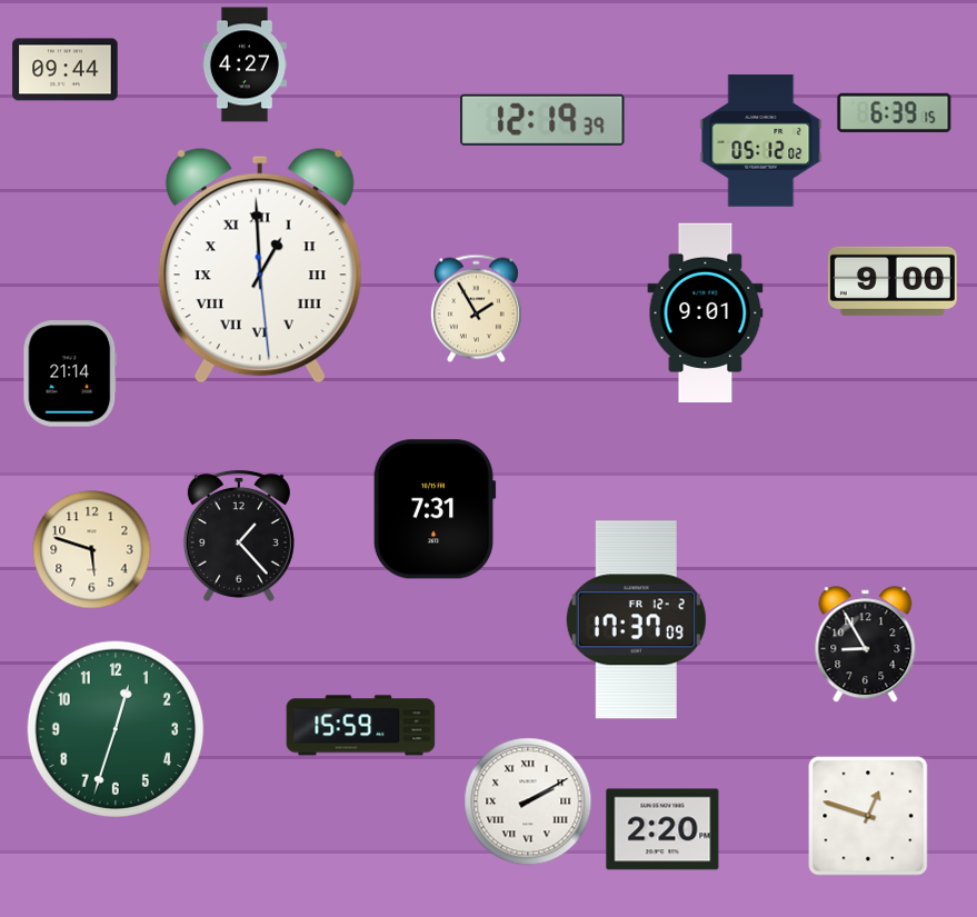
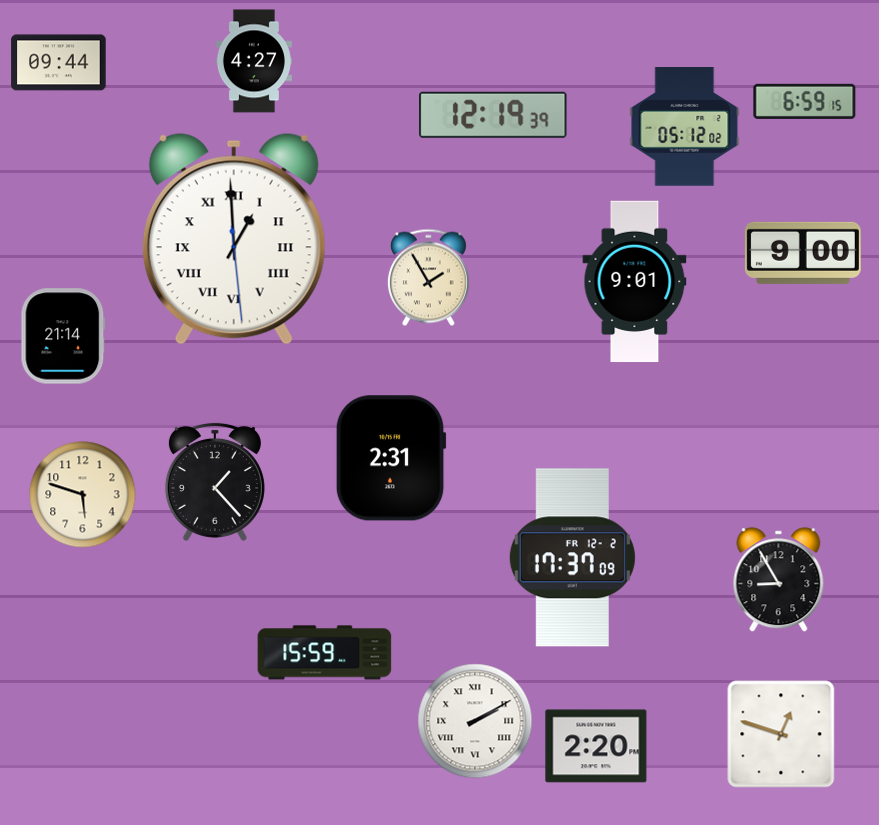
clock at (245, 64) position: (245, 64) -> (254, 61)
clock at (895, 112): 6:39 -> 6:59
clock at (542, 120) position: (542, 120) -> (493, 115)
clock at (435, 509): 7:31 -> 2:31
clock at (116, 729): 12:33 -> none
